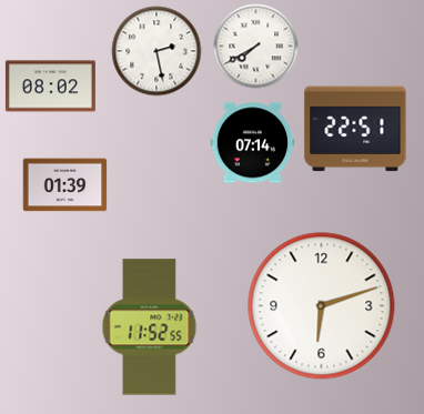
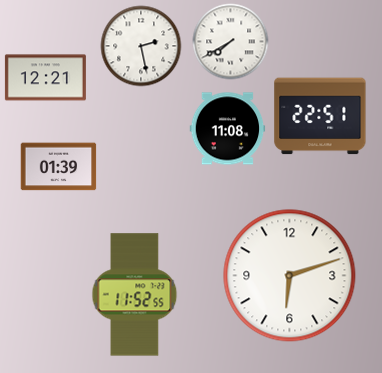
clock at (50, 87): 08:02 -> 12:21
clock at (253, 143): 07:14 -> 11:08
